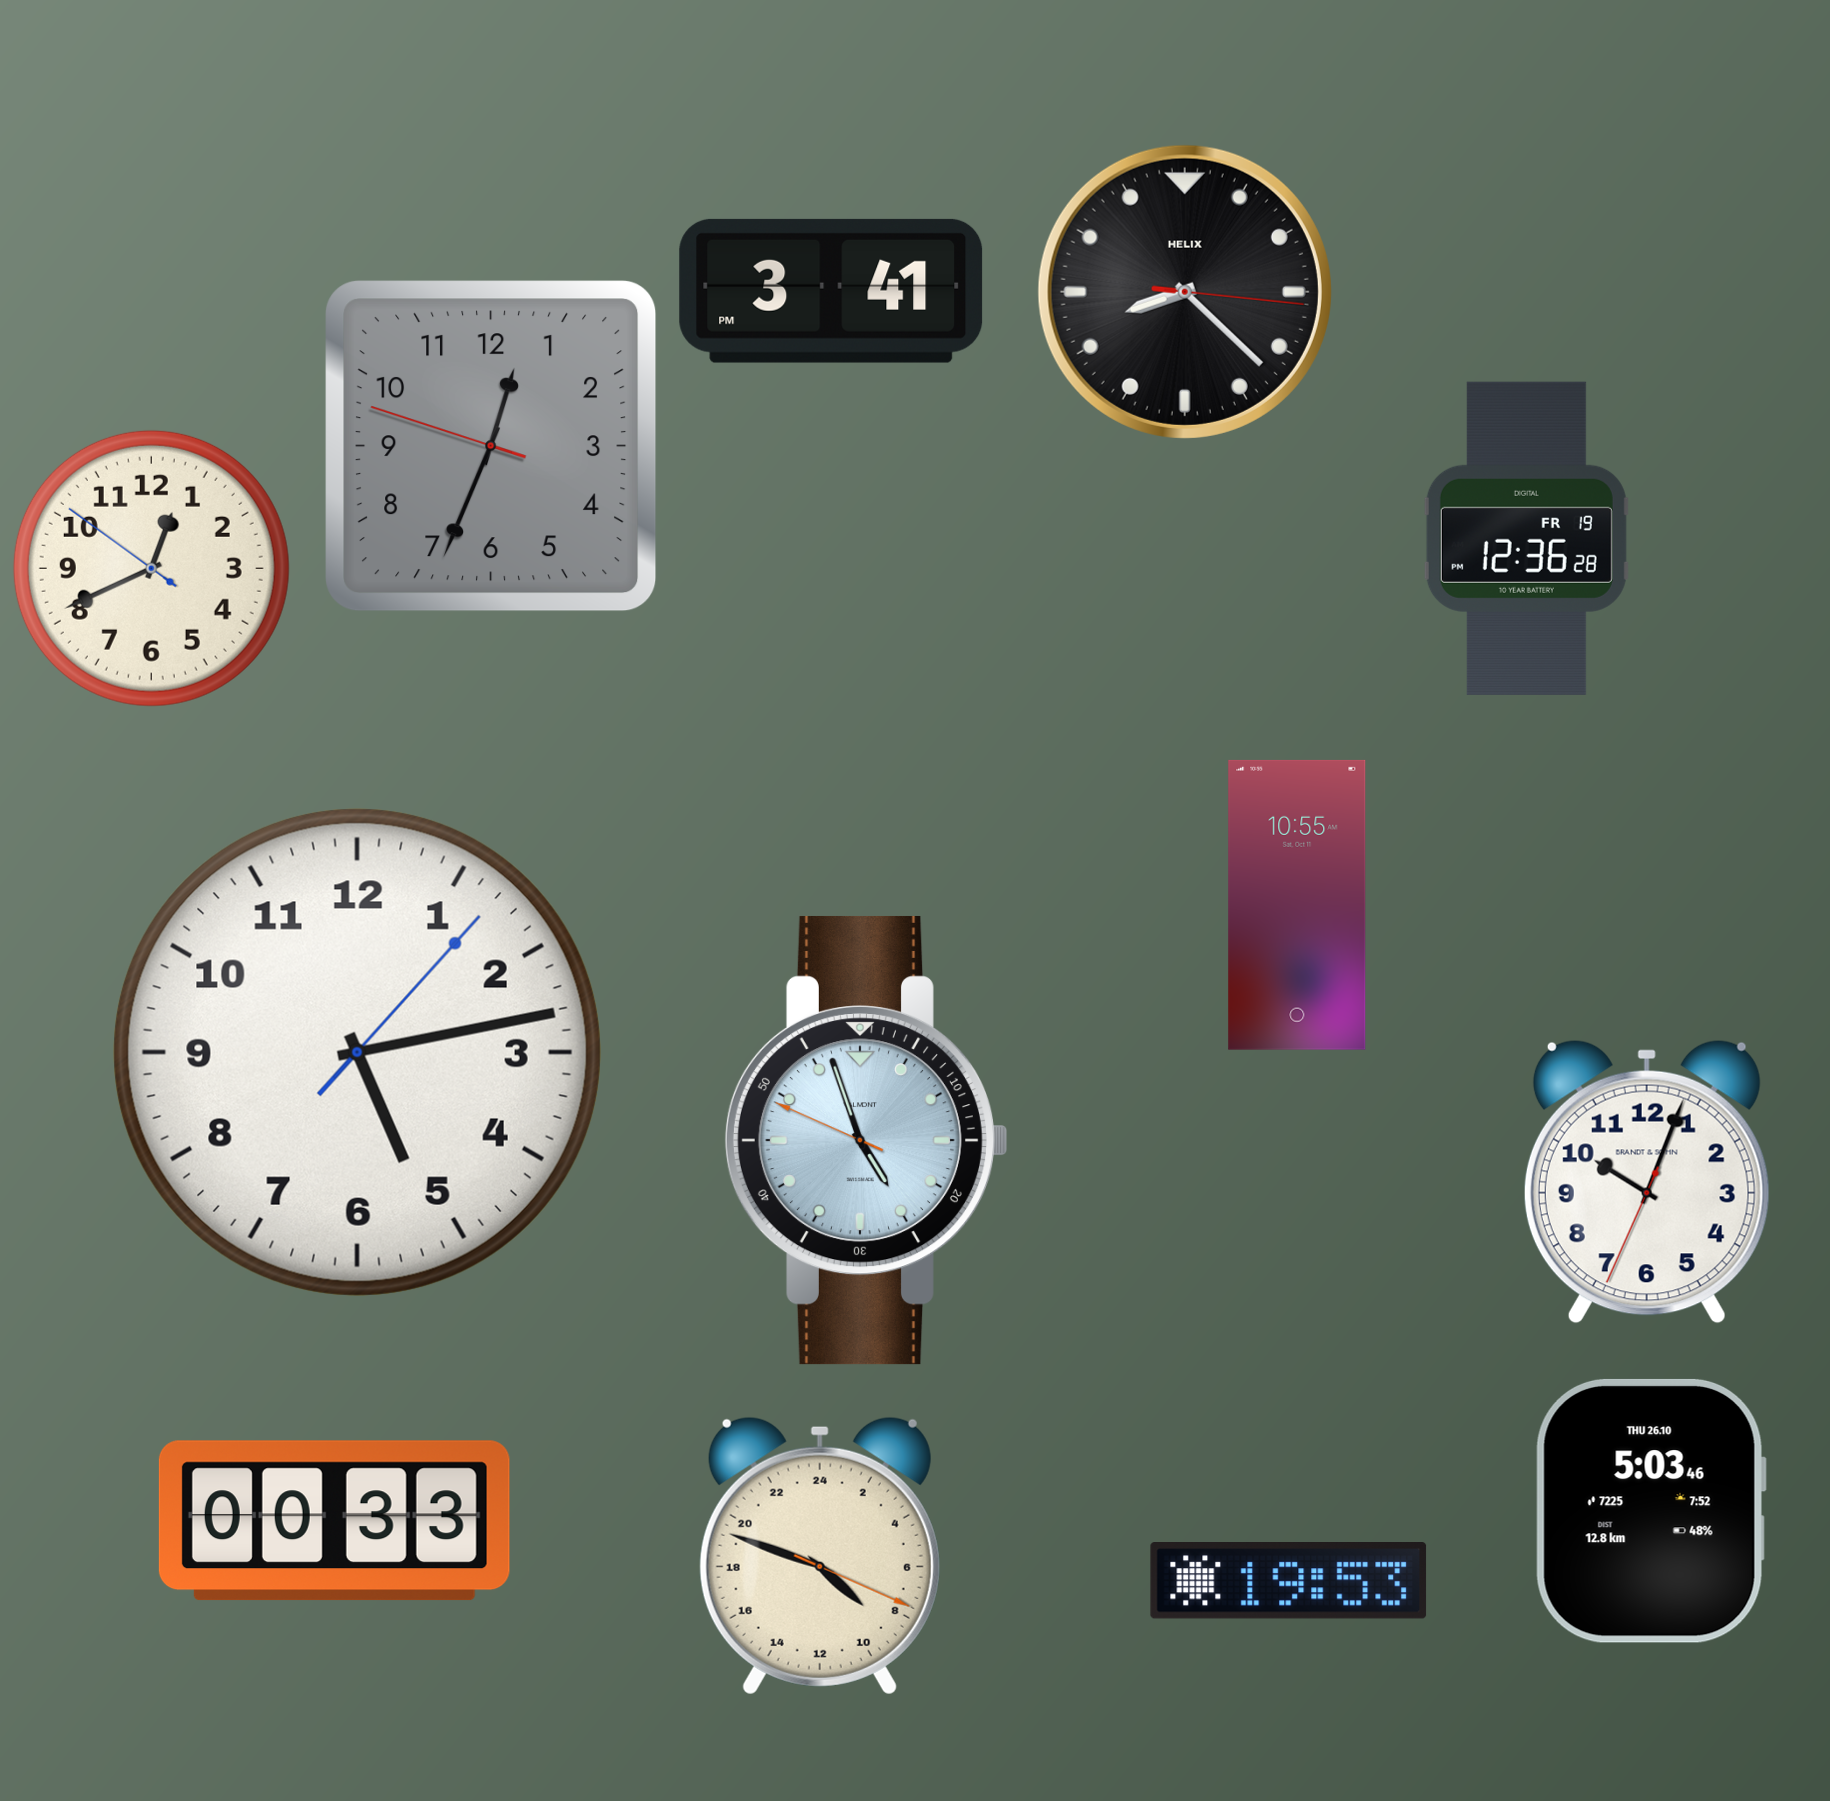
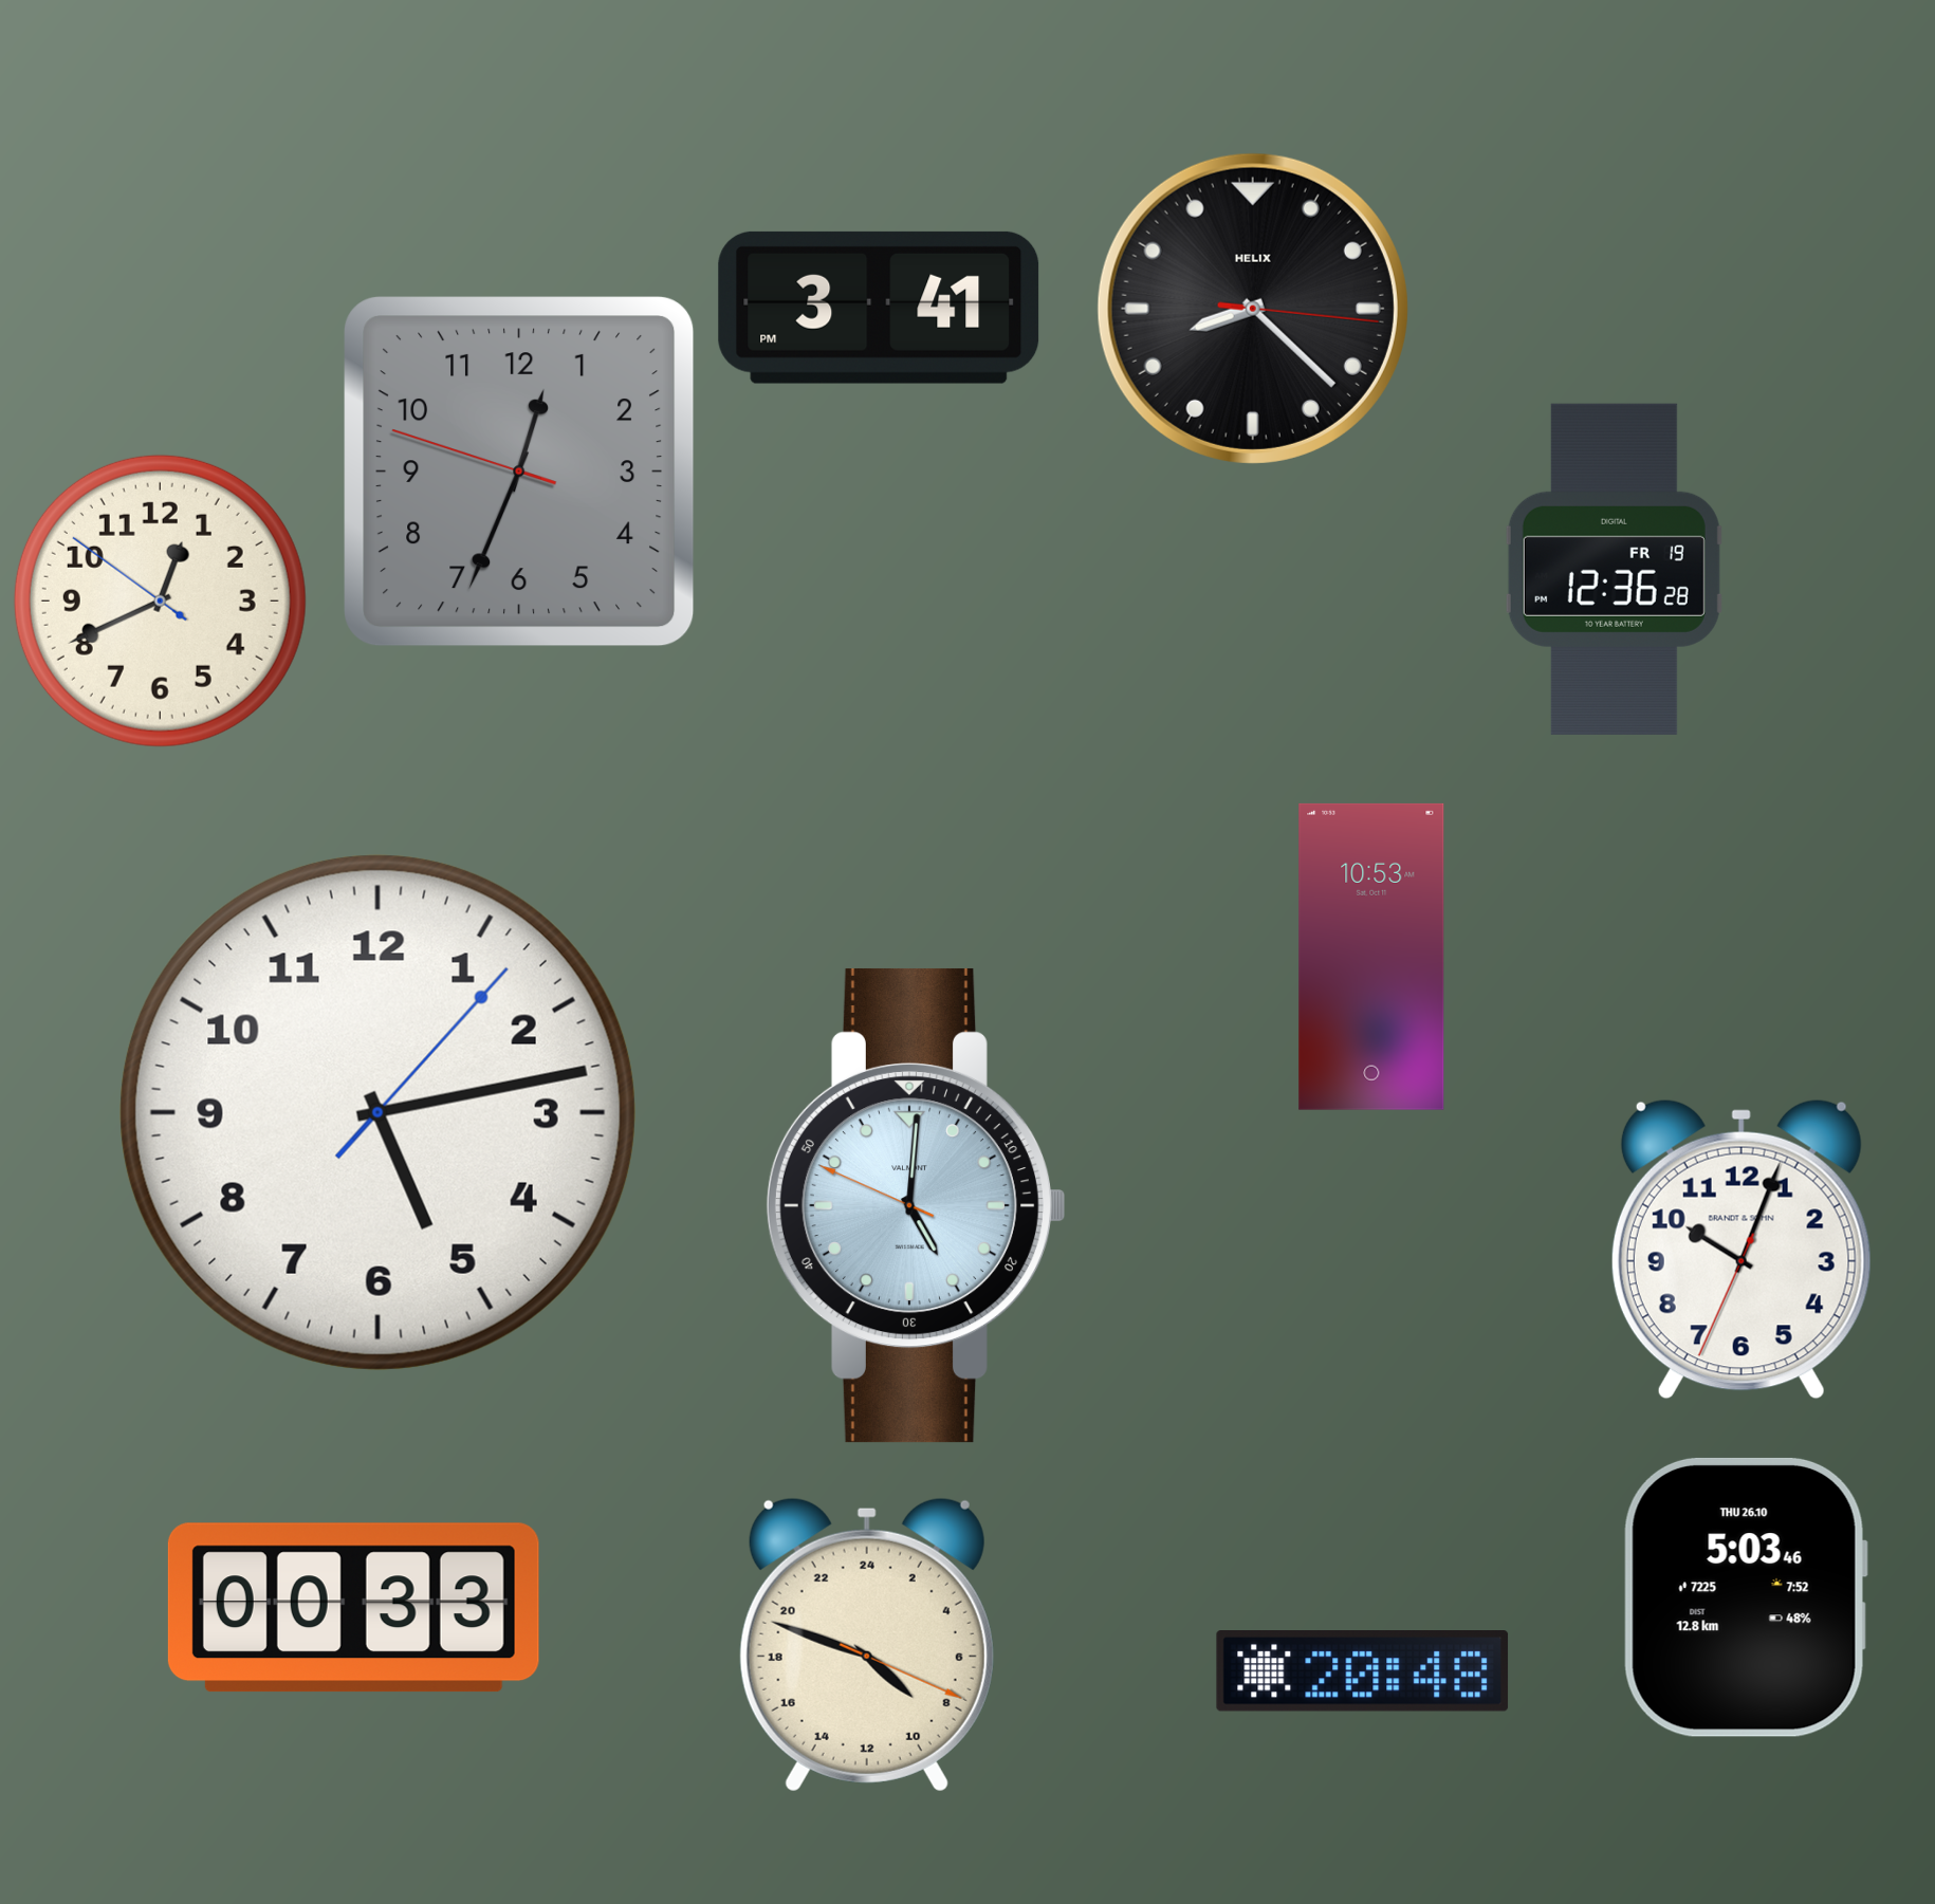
clock at (1297, 905): 10:55 -> 10:53
clock at (865, 1140): 4:56 -> 5:00
clock at (1289, 1581): 19:53 -> 20:48
